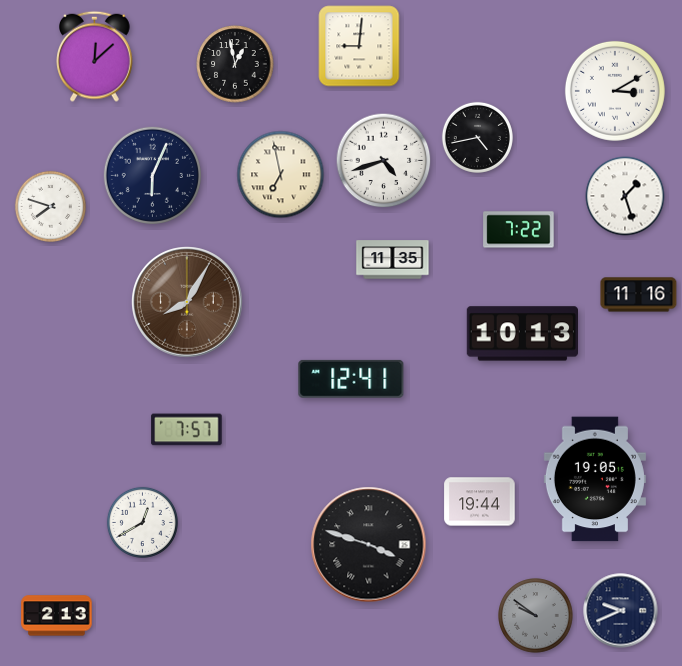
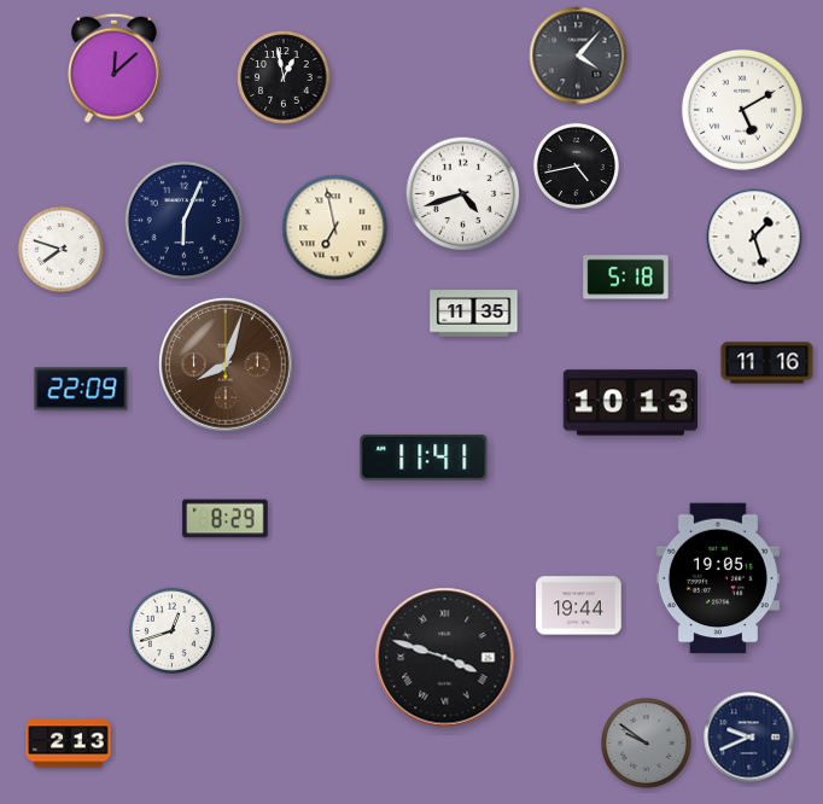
clock at (359, 46): 9:01 -> none
clock at (578, 56): none -> 4:07
clock at (615, 91): 3:10 -> 5:10
clock at (152, 175) position: (152, 175) -> (183, 220)
clock at (281, 175) position: (281, 175) -> (335, 228)
clock at (519, 230): 7:22 -> 5:18
clock at (639, 295) position: (639, 295) -> (767, 363)
clock at (187, 302): 8:05 -> 8:03
clock at (81, 389): none -> 22:09
clock at (351, 379): 12:41 -> 11:41
clock at (187, 430): 7:57 -> 8:29
clock at (142, 522): 12:40 -> 12:42
